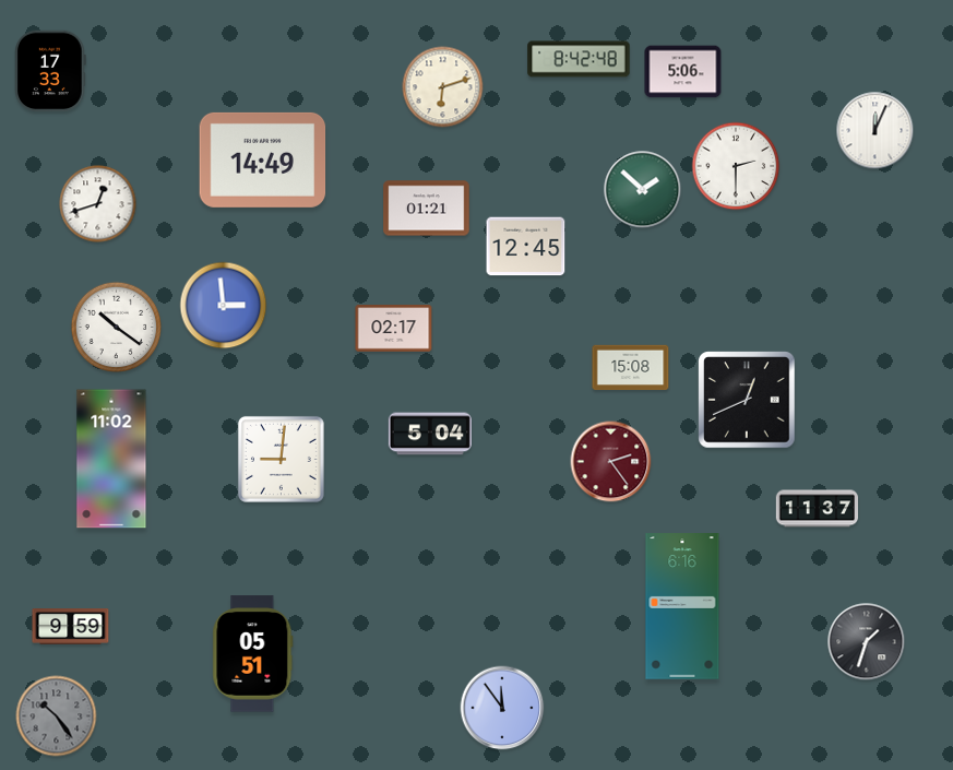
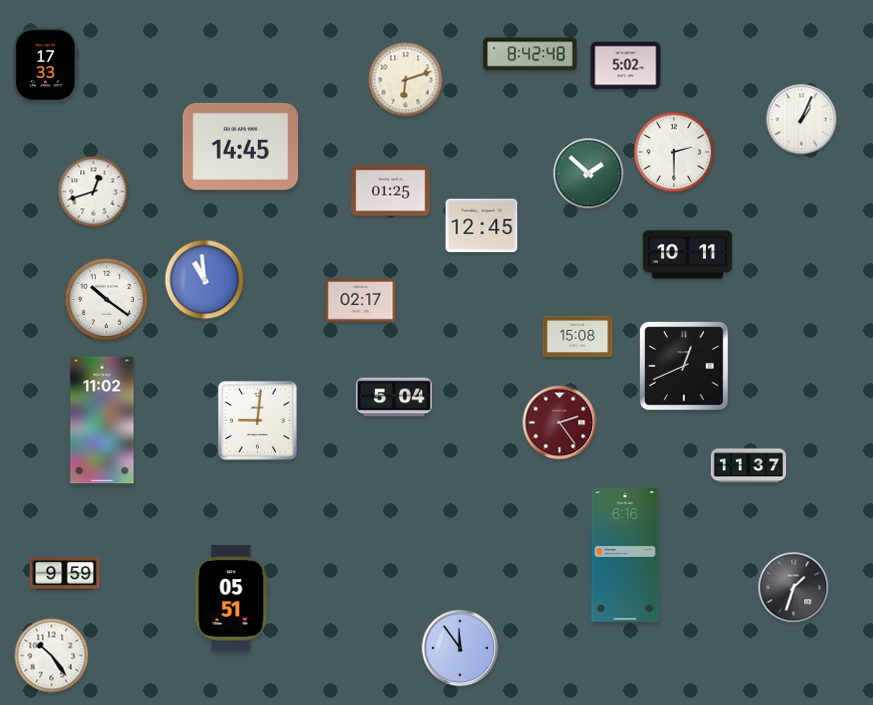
clock at (683, 72): 5:06 -> 5:02
clock at (875, 131): 12:04 -> 1:04
clock at (263, 159): 14:49 -> 14:45
clock at (98, 204) position: (98, 204) -> (94, 192)
clock at (427, 209): 01:21 -> 01:25
clock at (687, 255): none -> 10:11
clock at (224, 306): 2:59 -> 10:59
clock at (57, 716) dial: grey -> white
